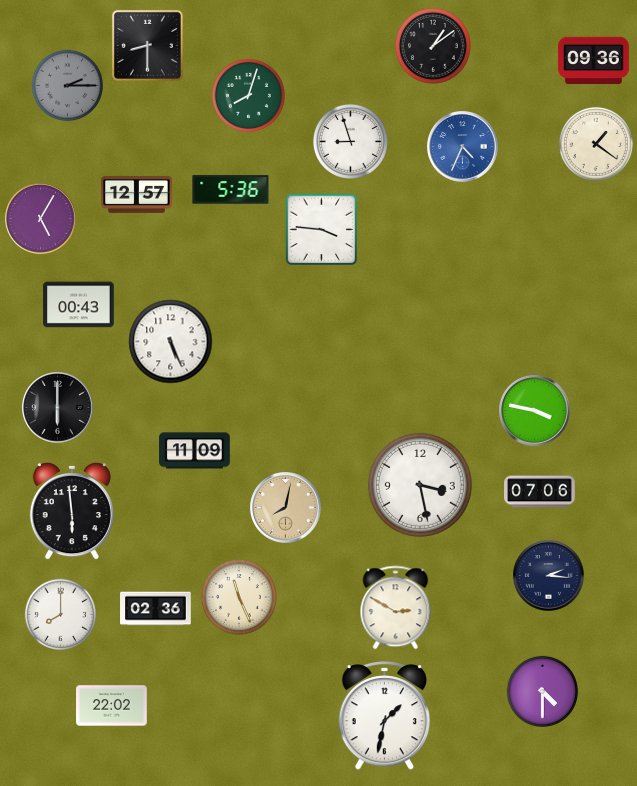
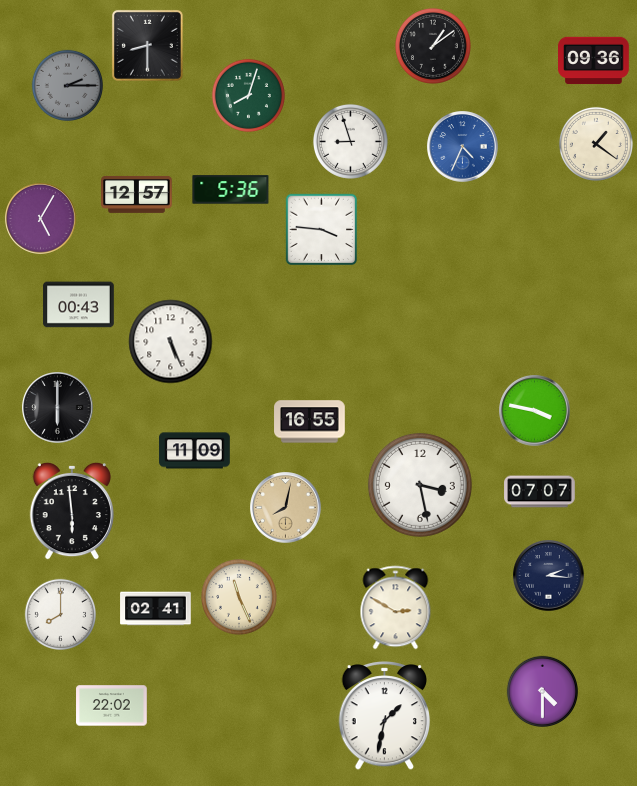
clock at (310, 422): none -> 16:55
clock at (540, 492): 07:06 -> 07:07
clock at (156, 609): 02:36 -> 02:41
